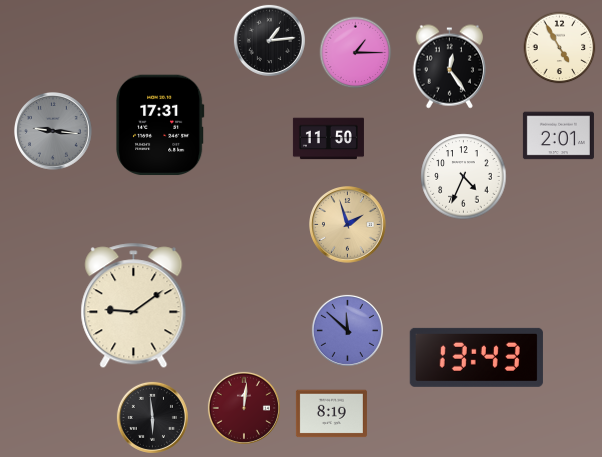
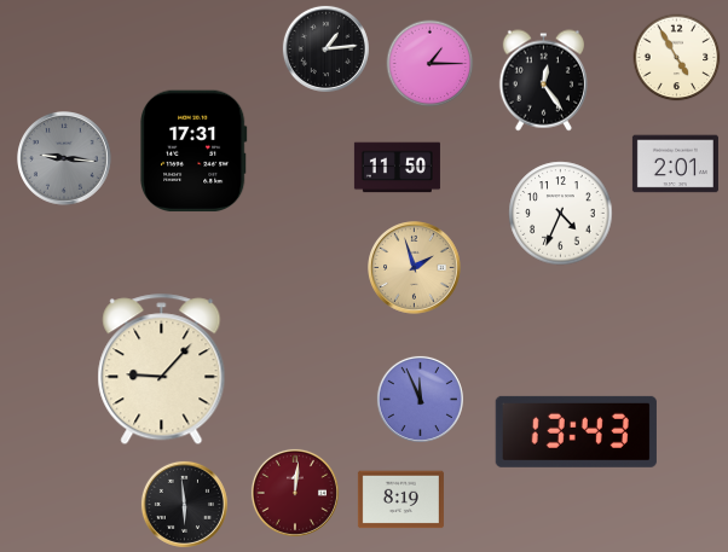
clock at (348, 225) position: (348, 225) -> (415, 268)
clock at (134, 306): 9:09 -> 9:07
clock at (347, 330): 11:52 -> 11:56
